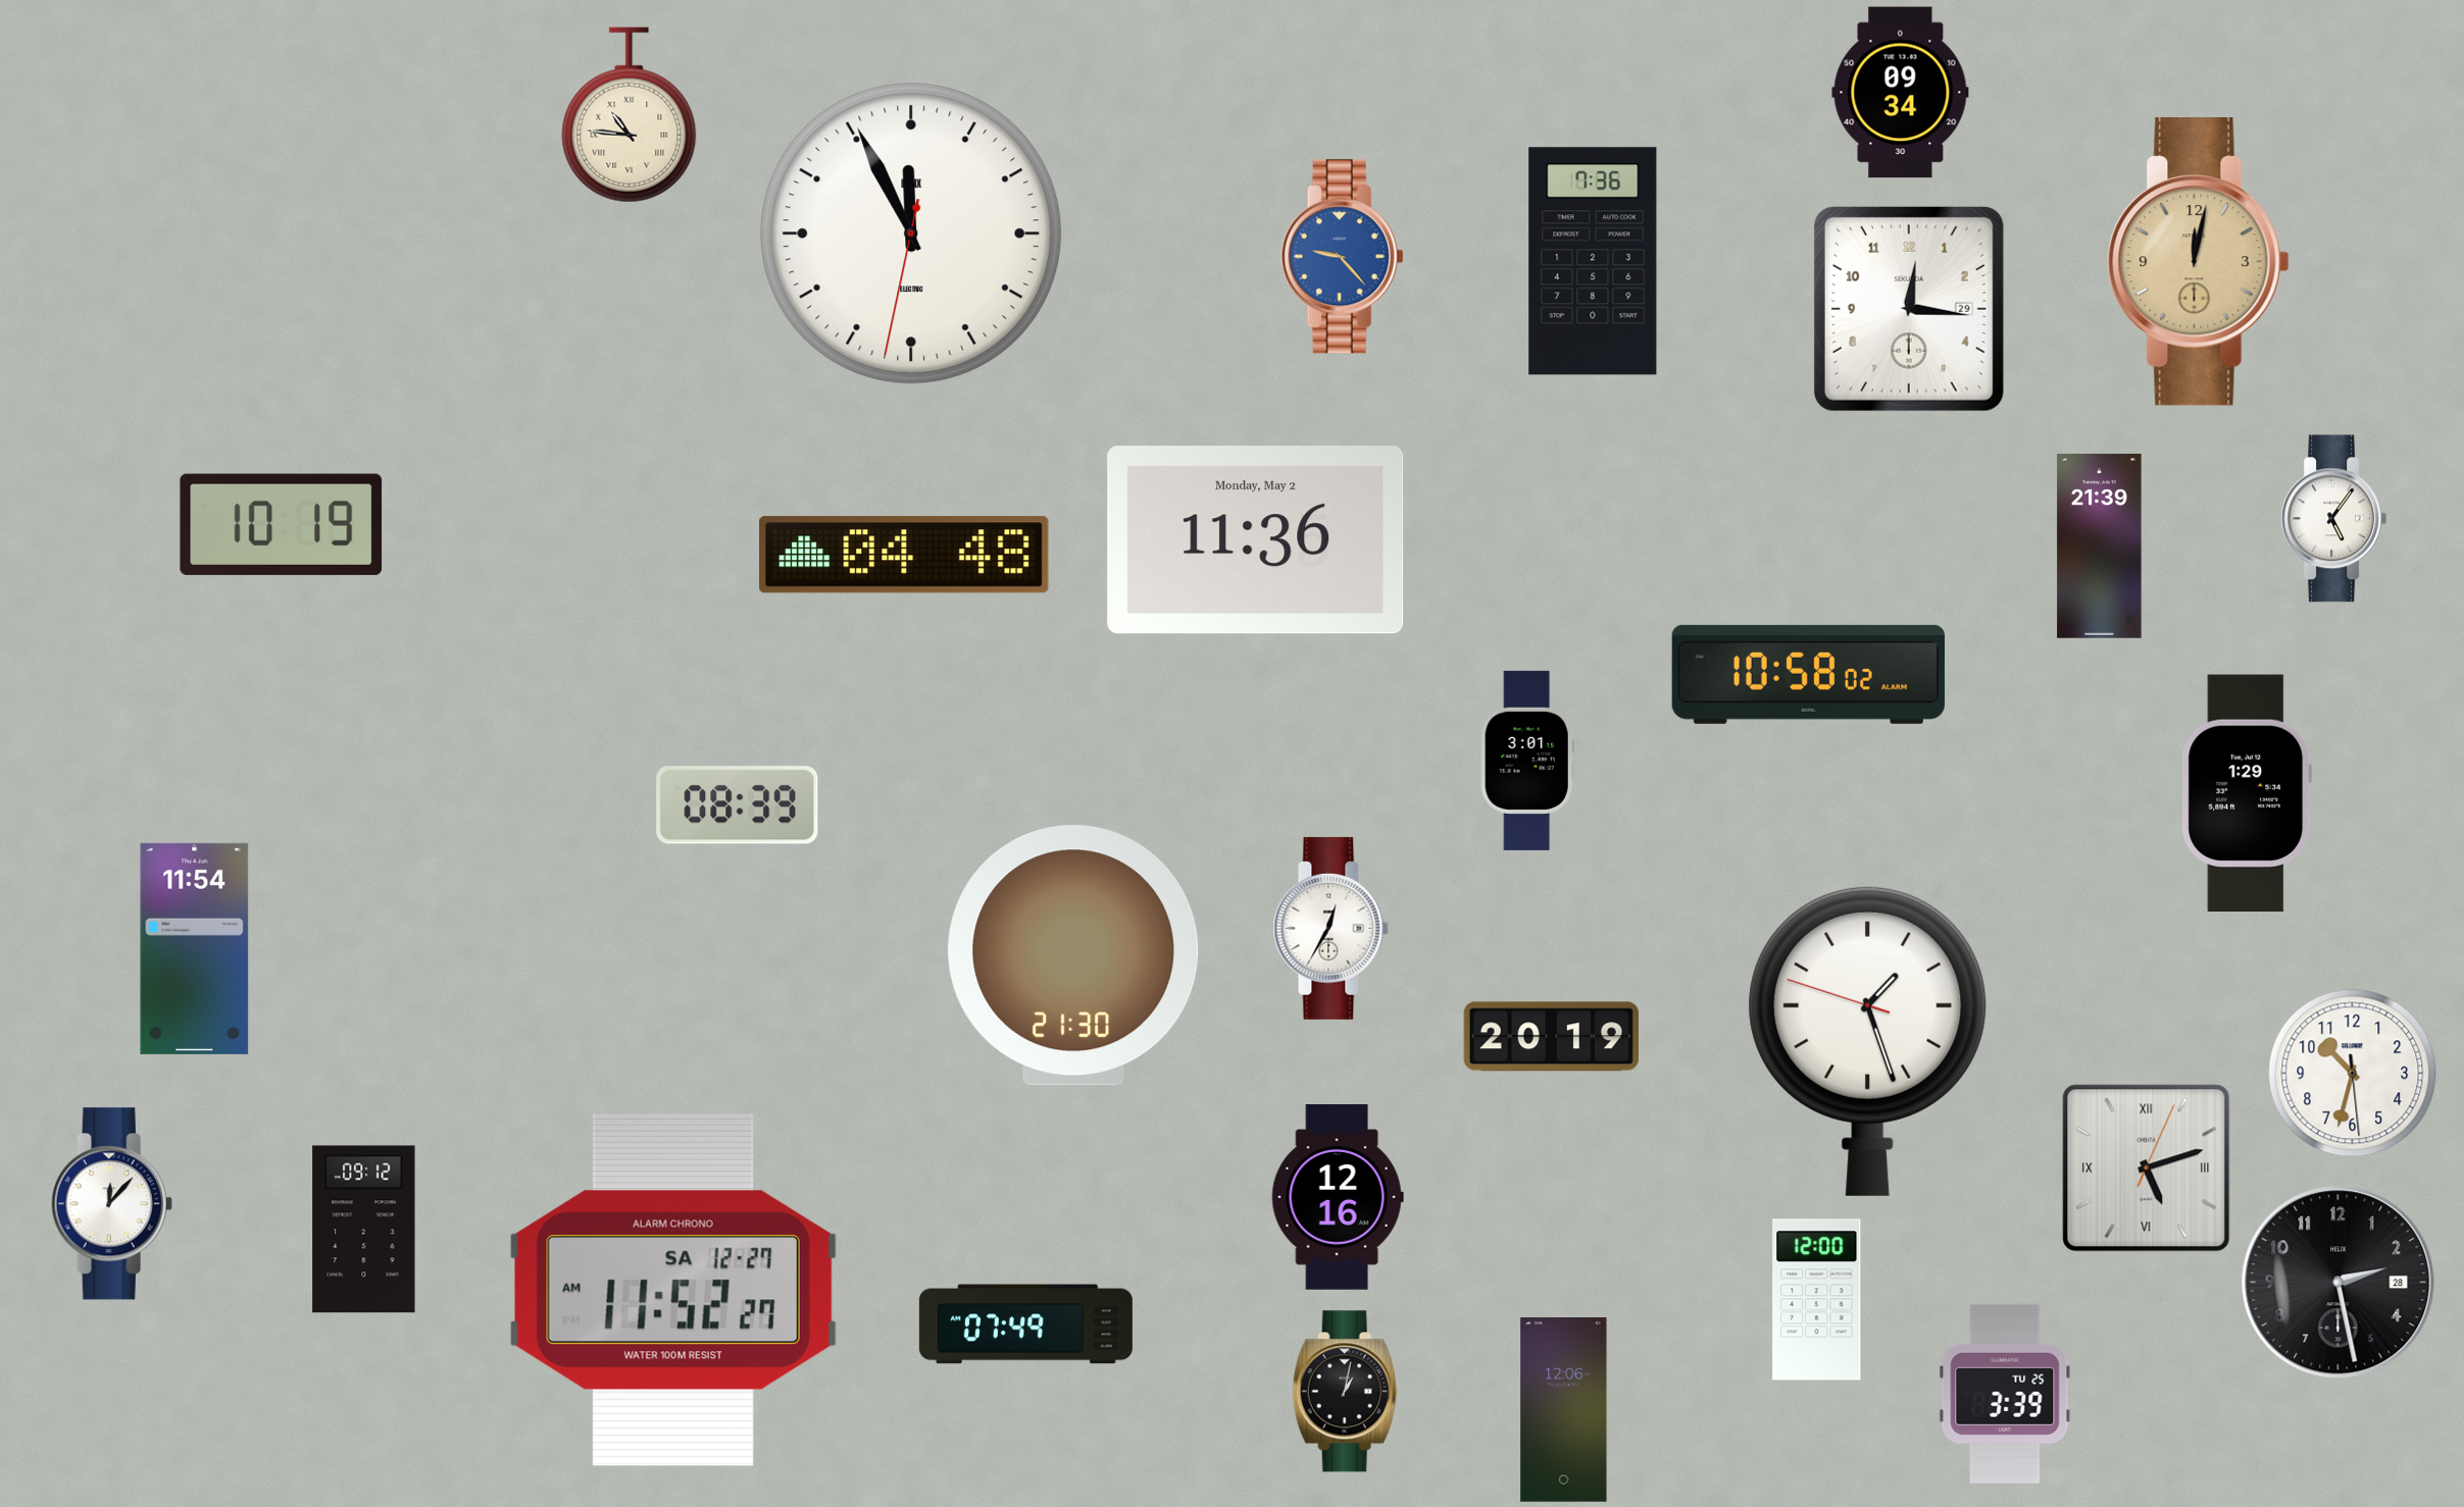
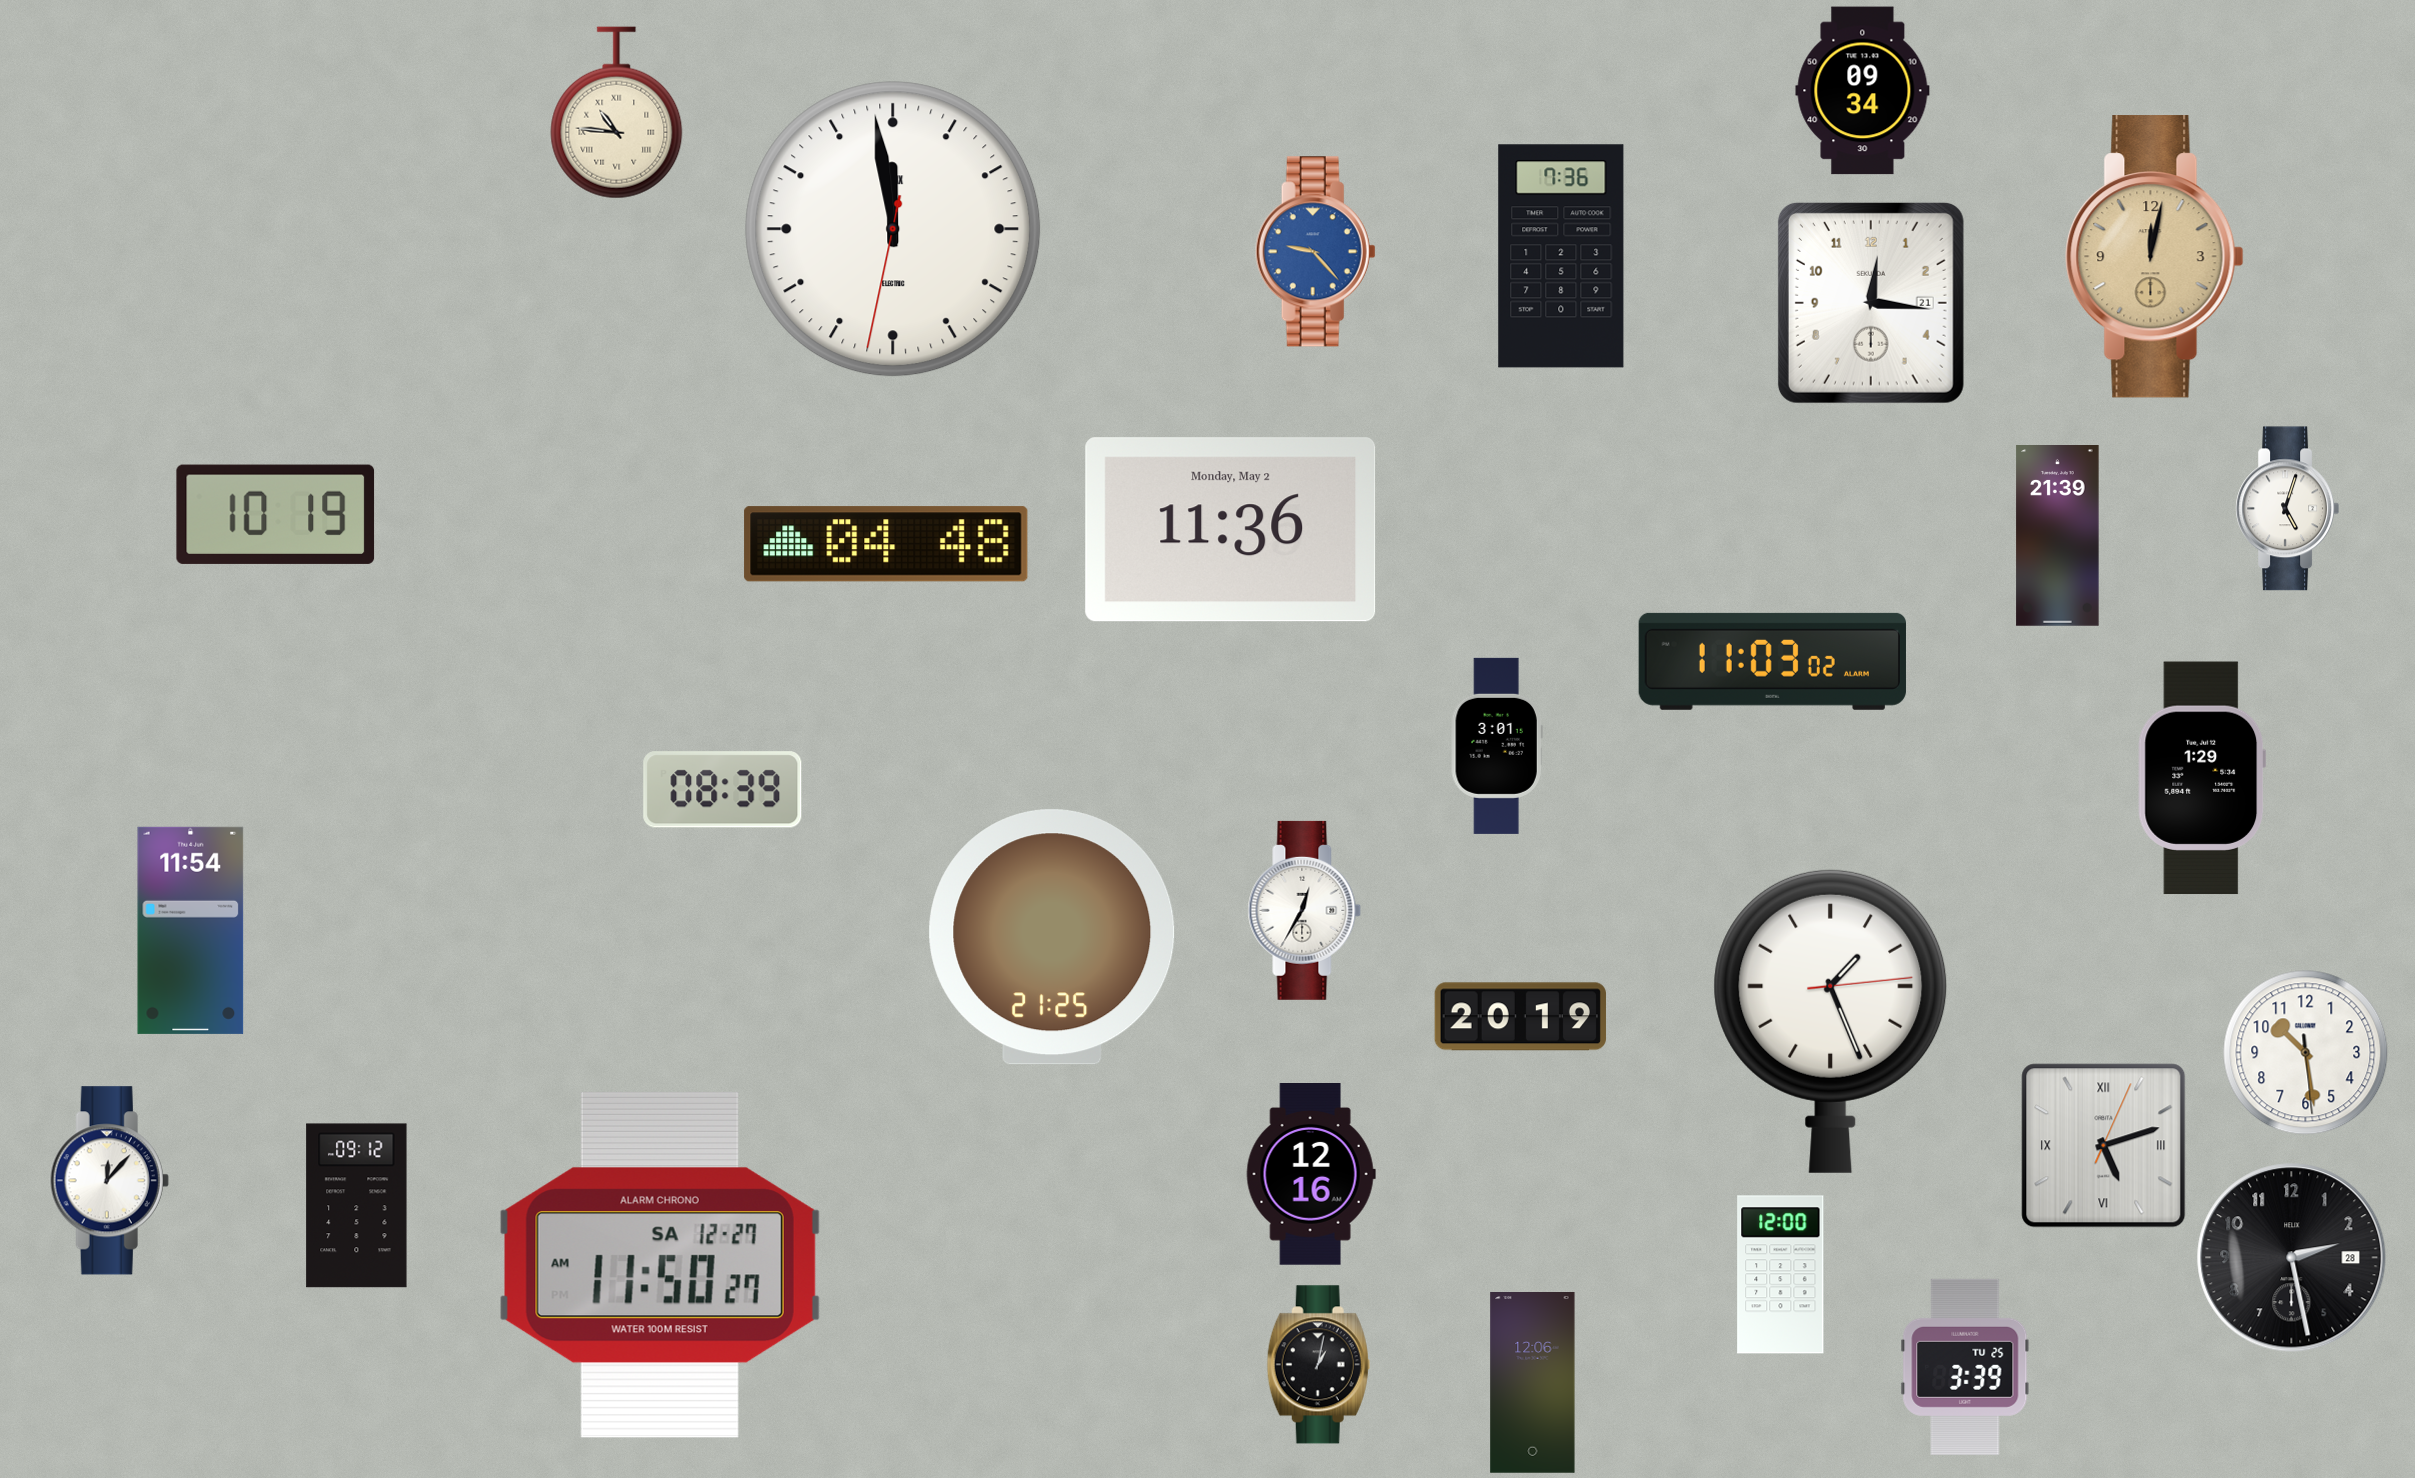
clock at (911, 233): 11:55 -> 11:58
clock at (1909, 309) date: 29 -> 21
clock at (2334, 519): 5:06 -> 5:03
clock at (1808, 674): 10:58 -> 11:03
clock at (1073, 955): 21:30 -> 21:25
clock at (1868, 1041): 1:26:48 -> 1:26:14
clock at (2353, 1074): 10:32 -> 10:28
clock at (673, 1290): 11:52 -> 11:50
clock at (1025, 1324): 07:49 -> none
